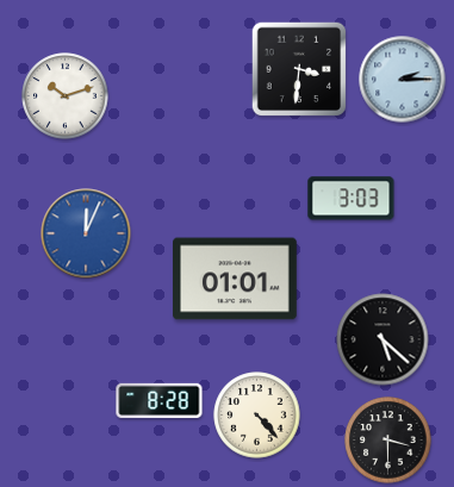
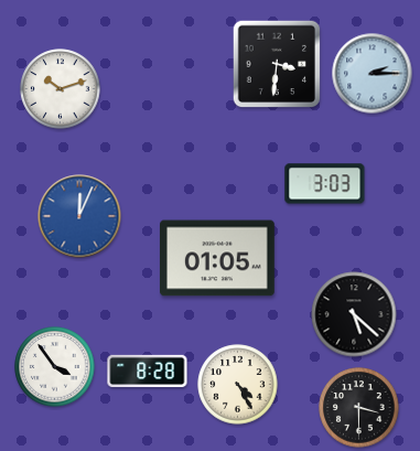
clock at (236, 279): 01:01 -> 01:05
clock at (55, 367): none -> 3:54
clock at (257, 416): 4:23 -> 4:25
